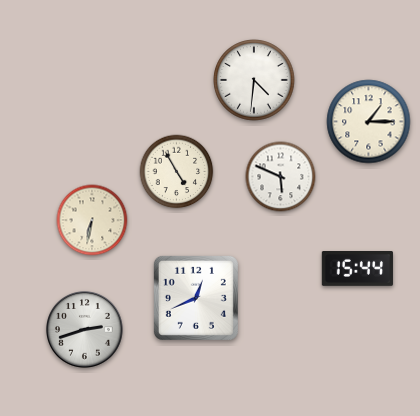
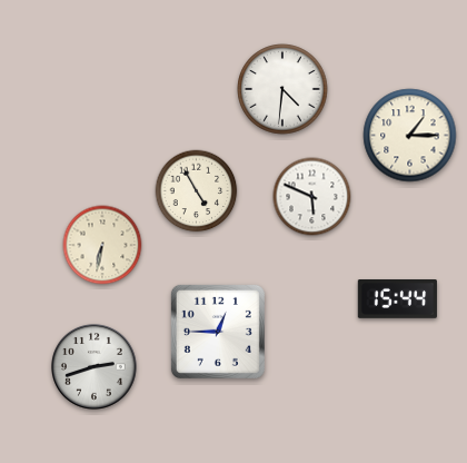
clock at (196, 298): 12:41 -> 12:45
